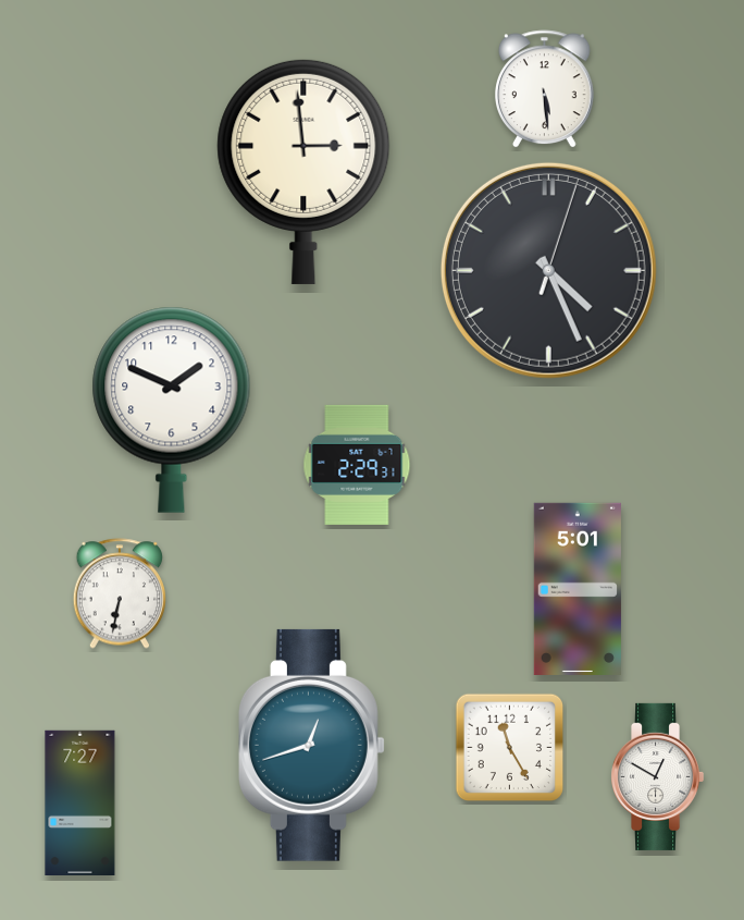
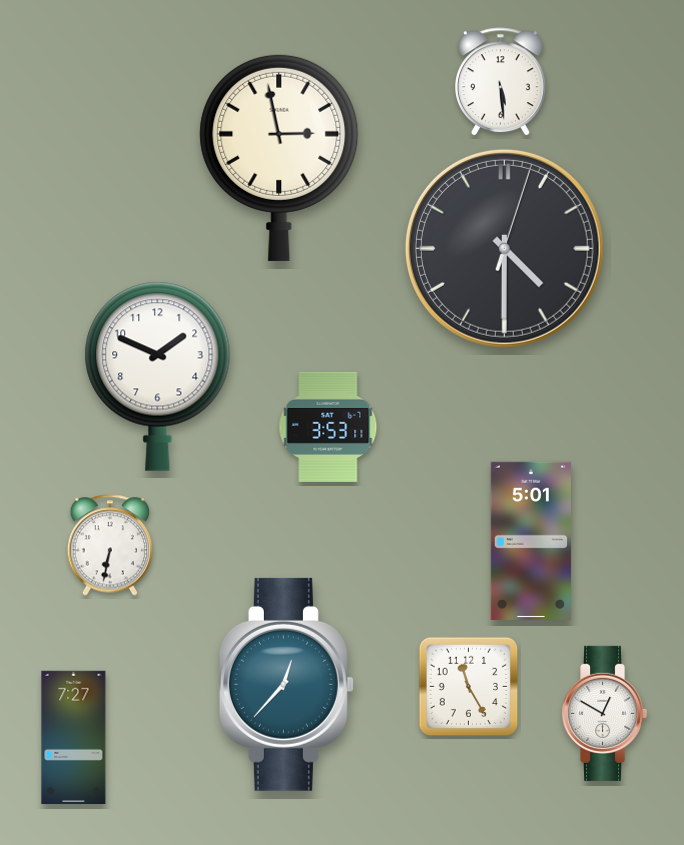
clock at (303, 171): 2:59 -> 2:58
clock at (548, 270): 4:26 -> 4:30
clock at (357, 465): 2:29 -> 3:53
clock at (311, 745): 12:42 -> 12:37
